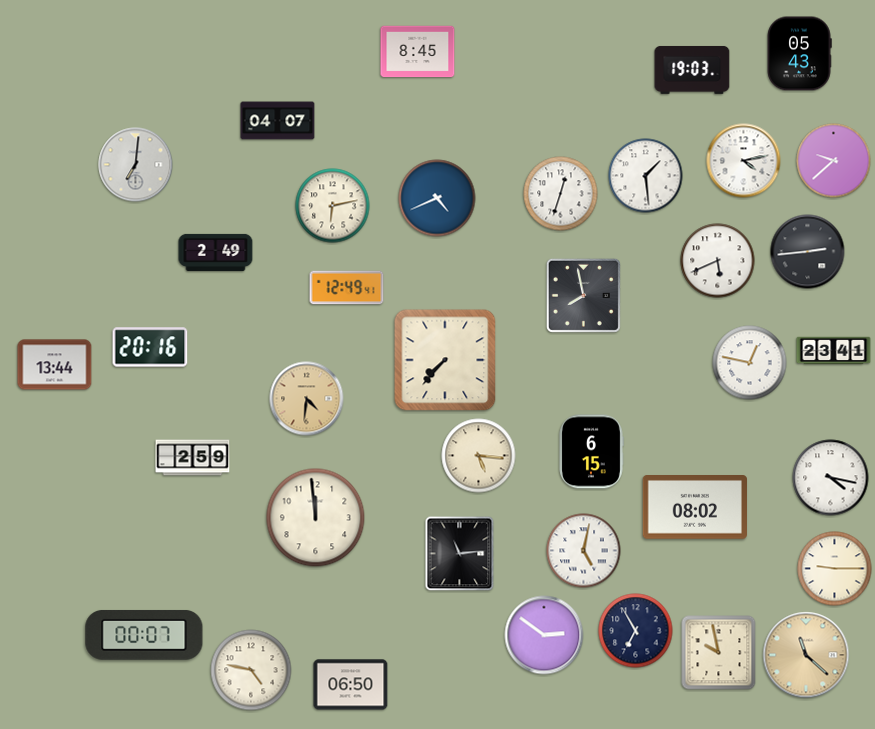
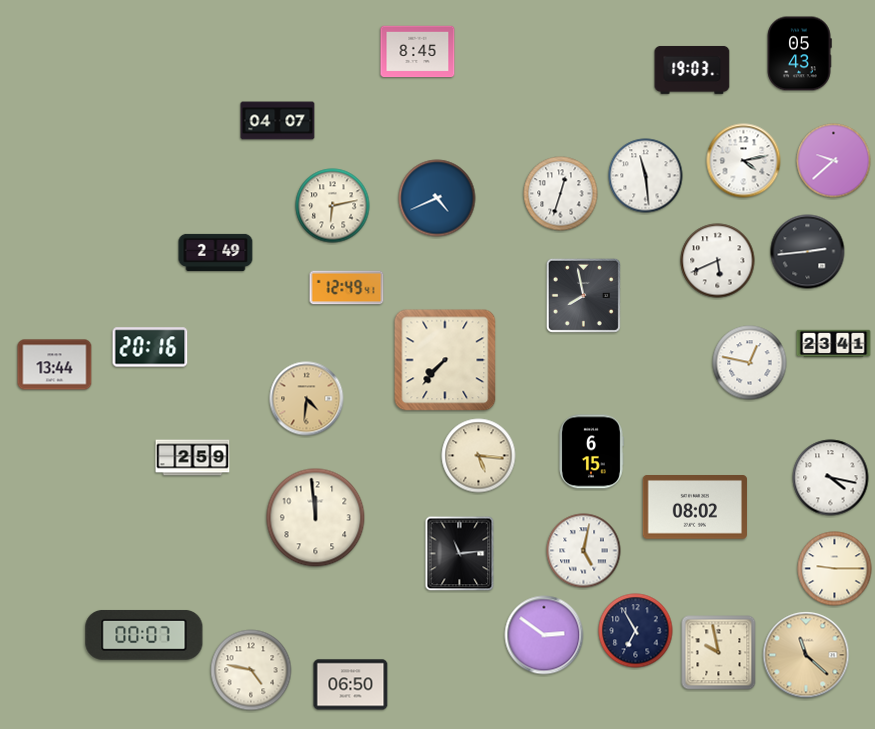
clock at (136, 165): 7:01 -> none
clock at (646, 176): 1:29 -> 11:29
clock at (834, 351) position: (834, 351) -> (834, 344)
